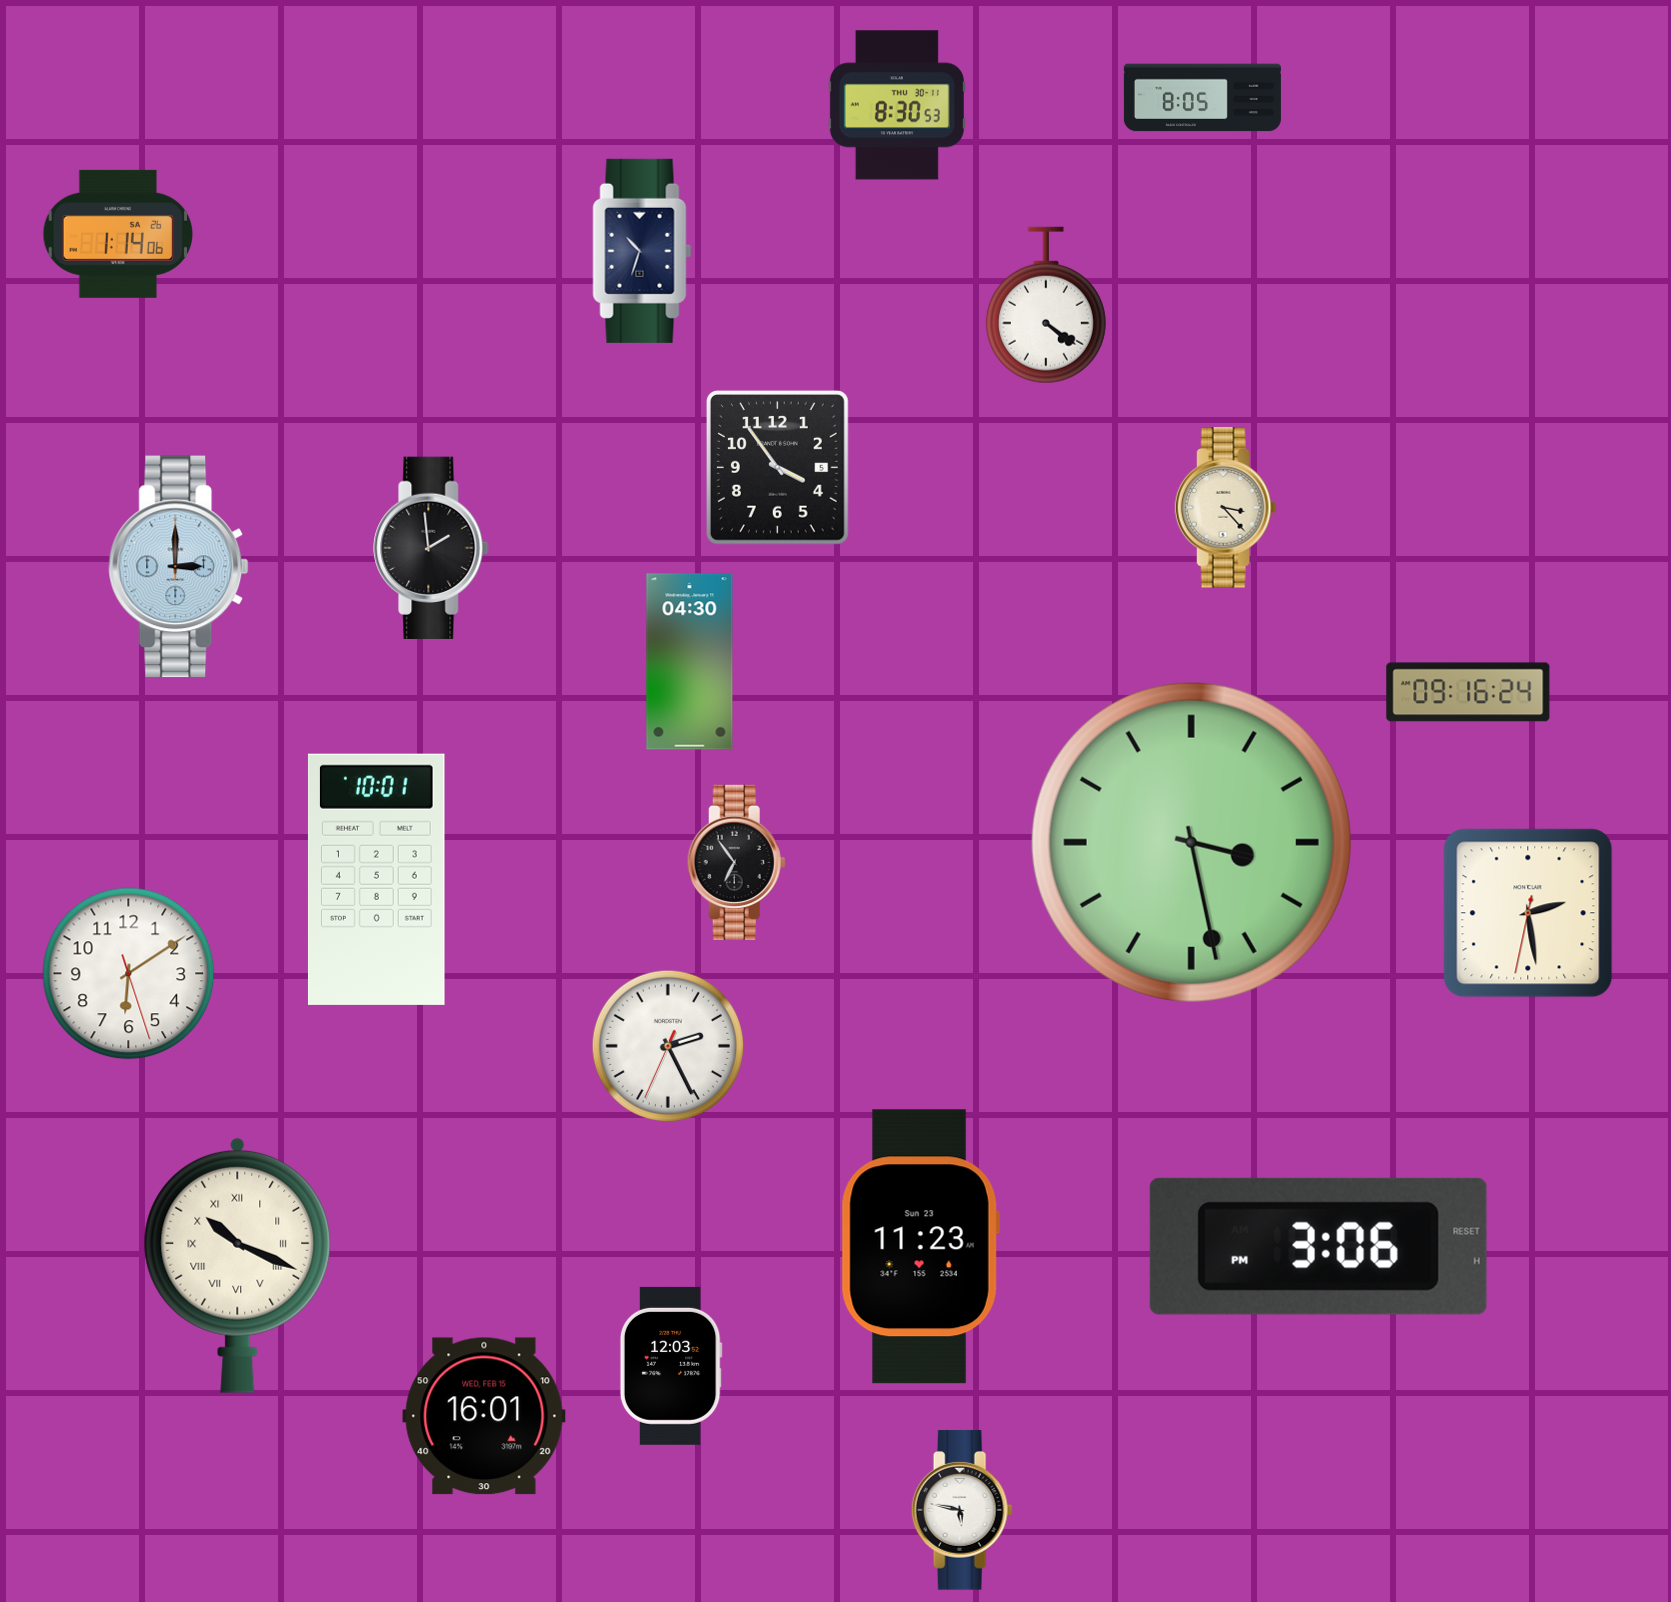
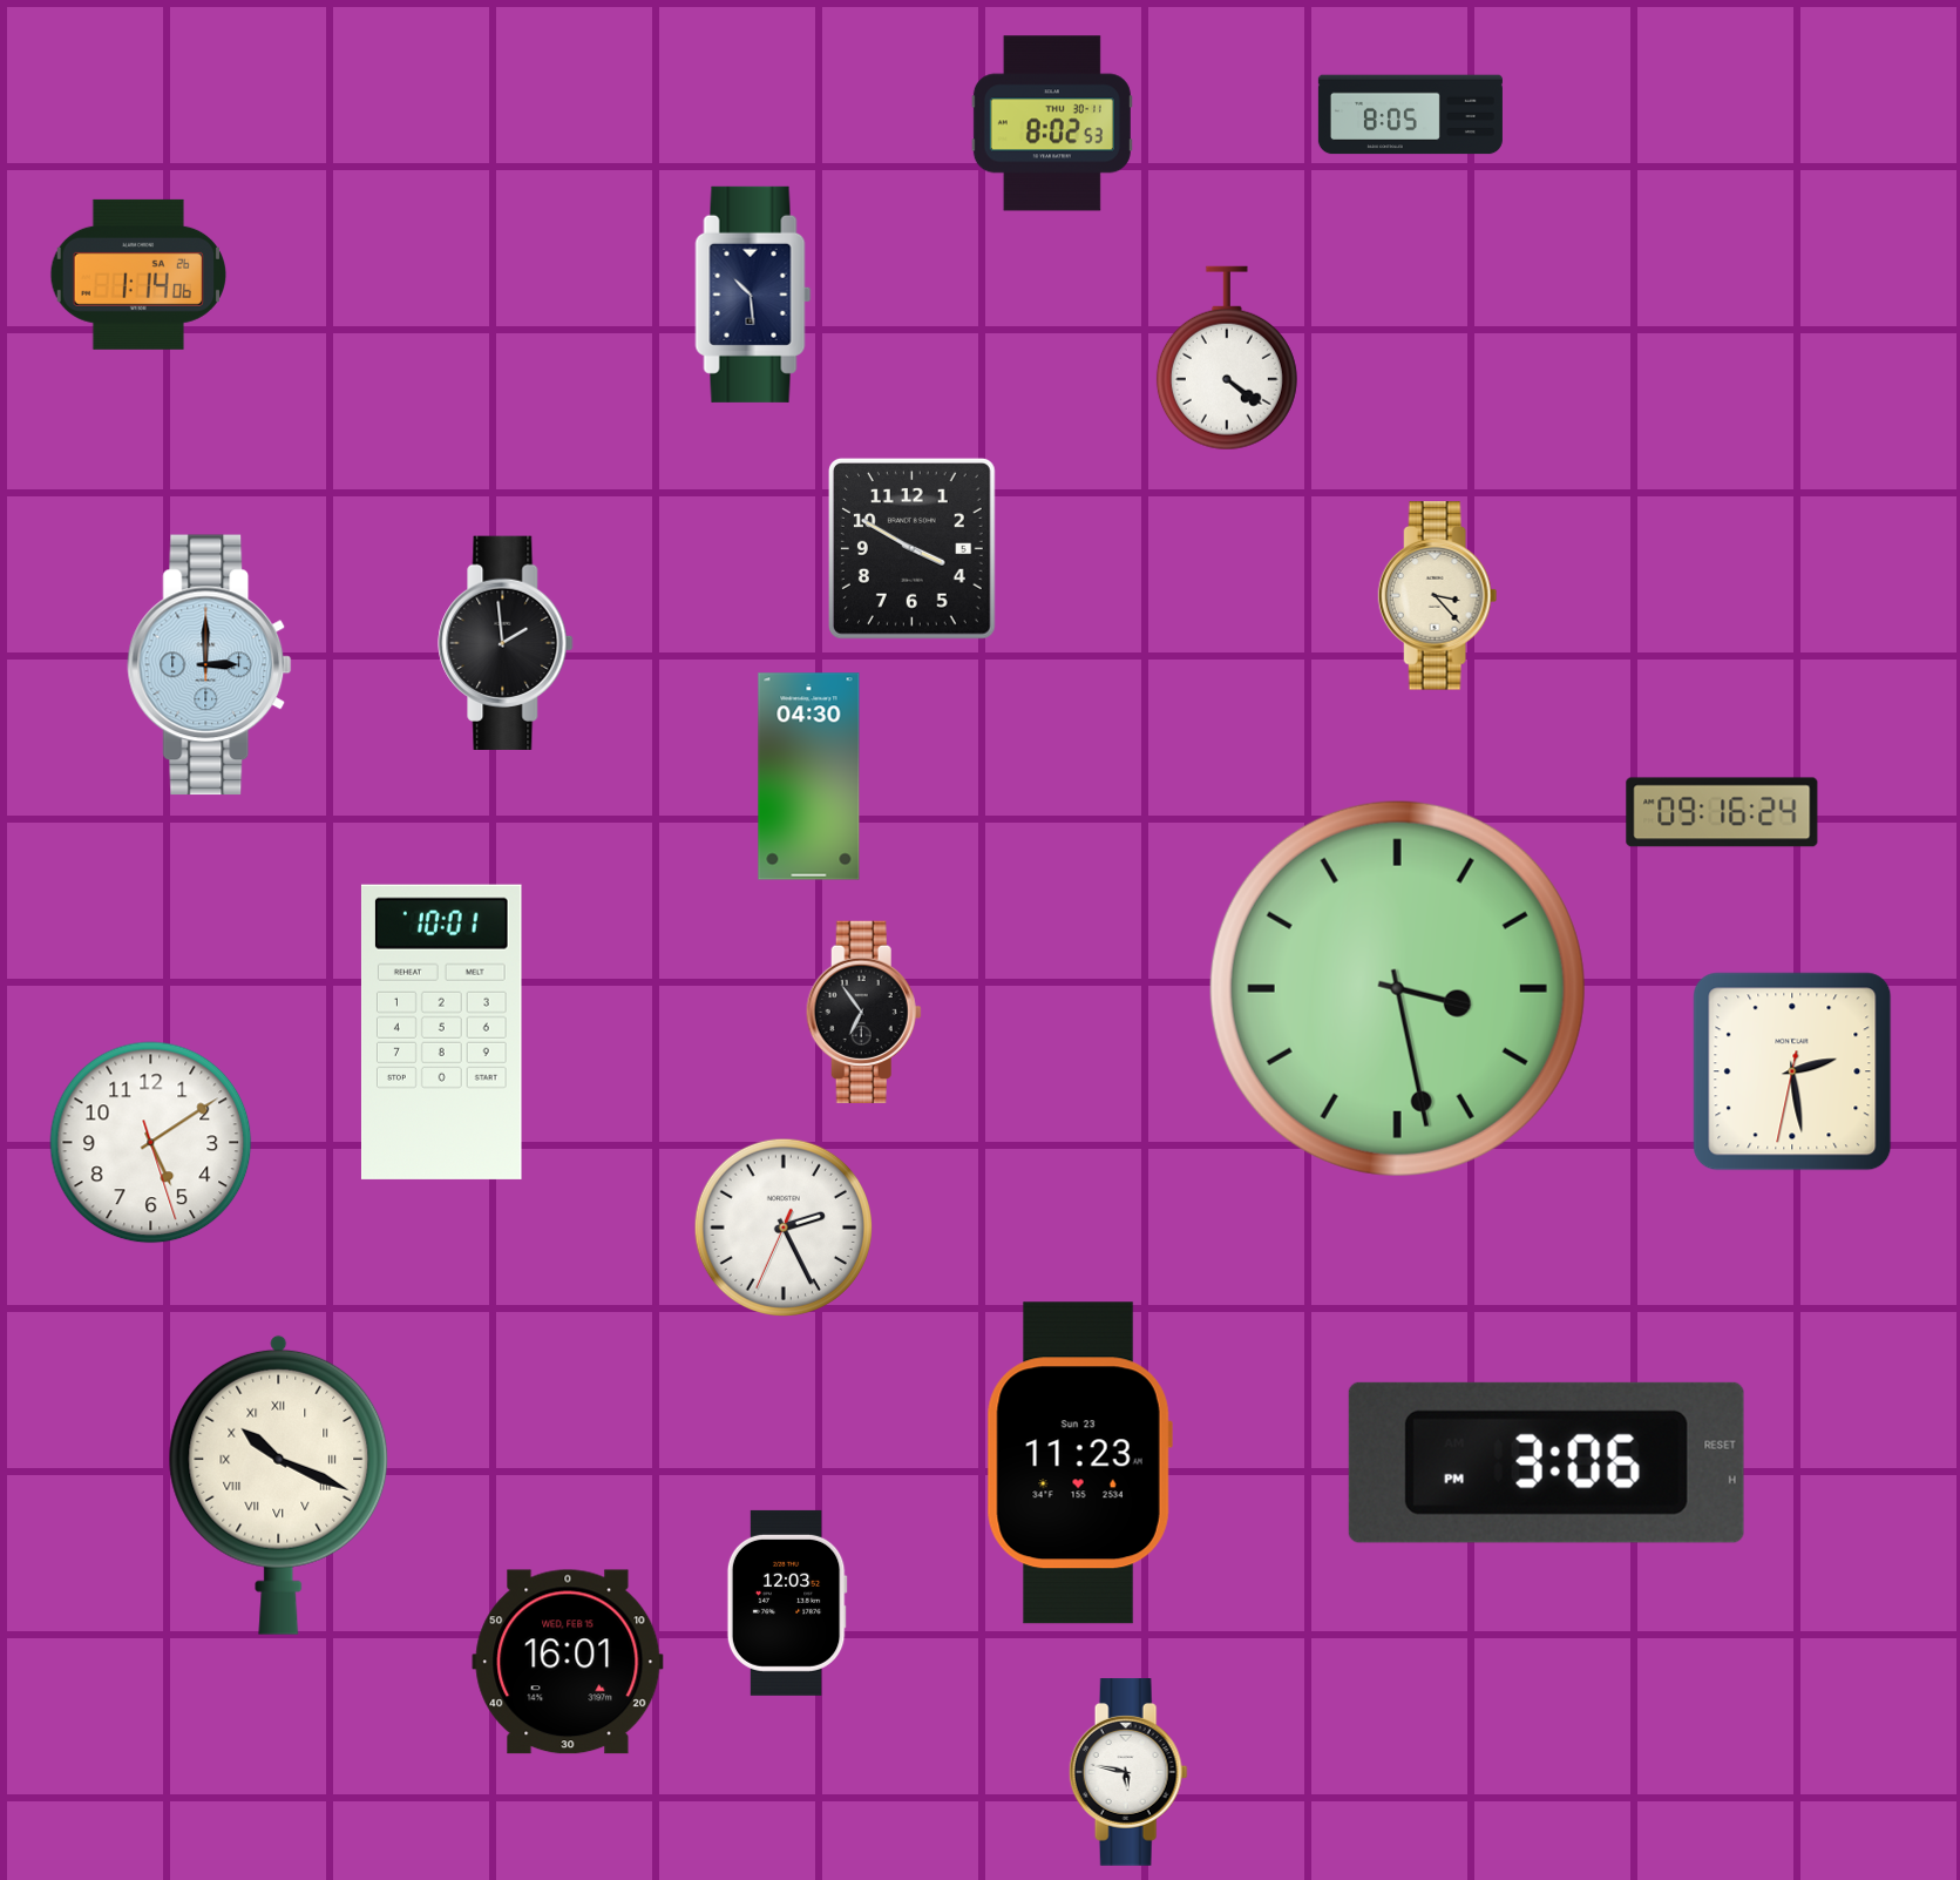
clock at (897, 105): 8:30 -> 8:02
clock at (642, 251): 10:33 -> 10:29
clock at (777, 467): 3:54 -> 3:50
clock at (129, 974): 6:09 -> 5:09
